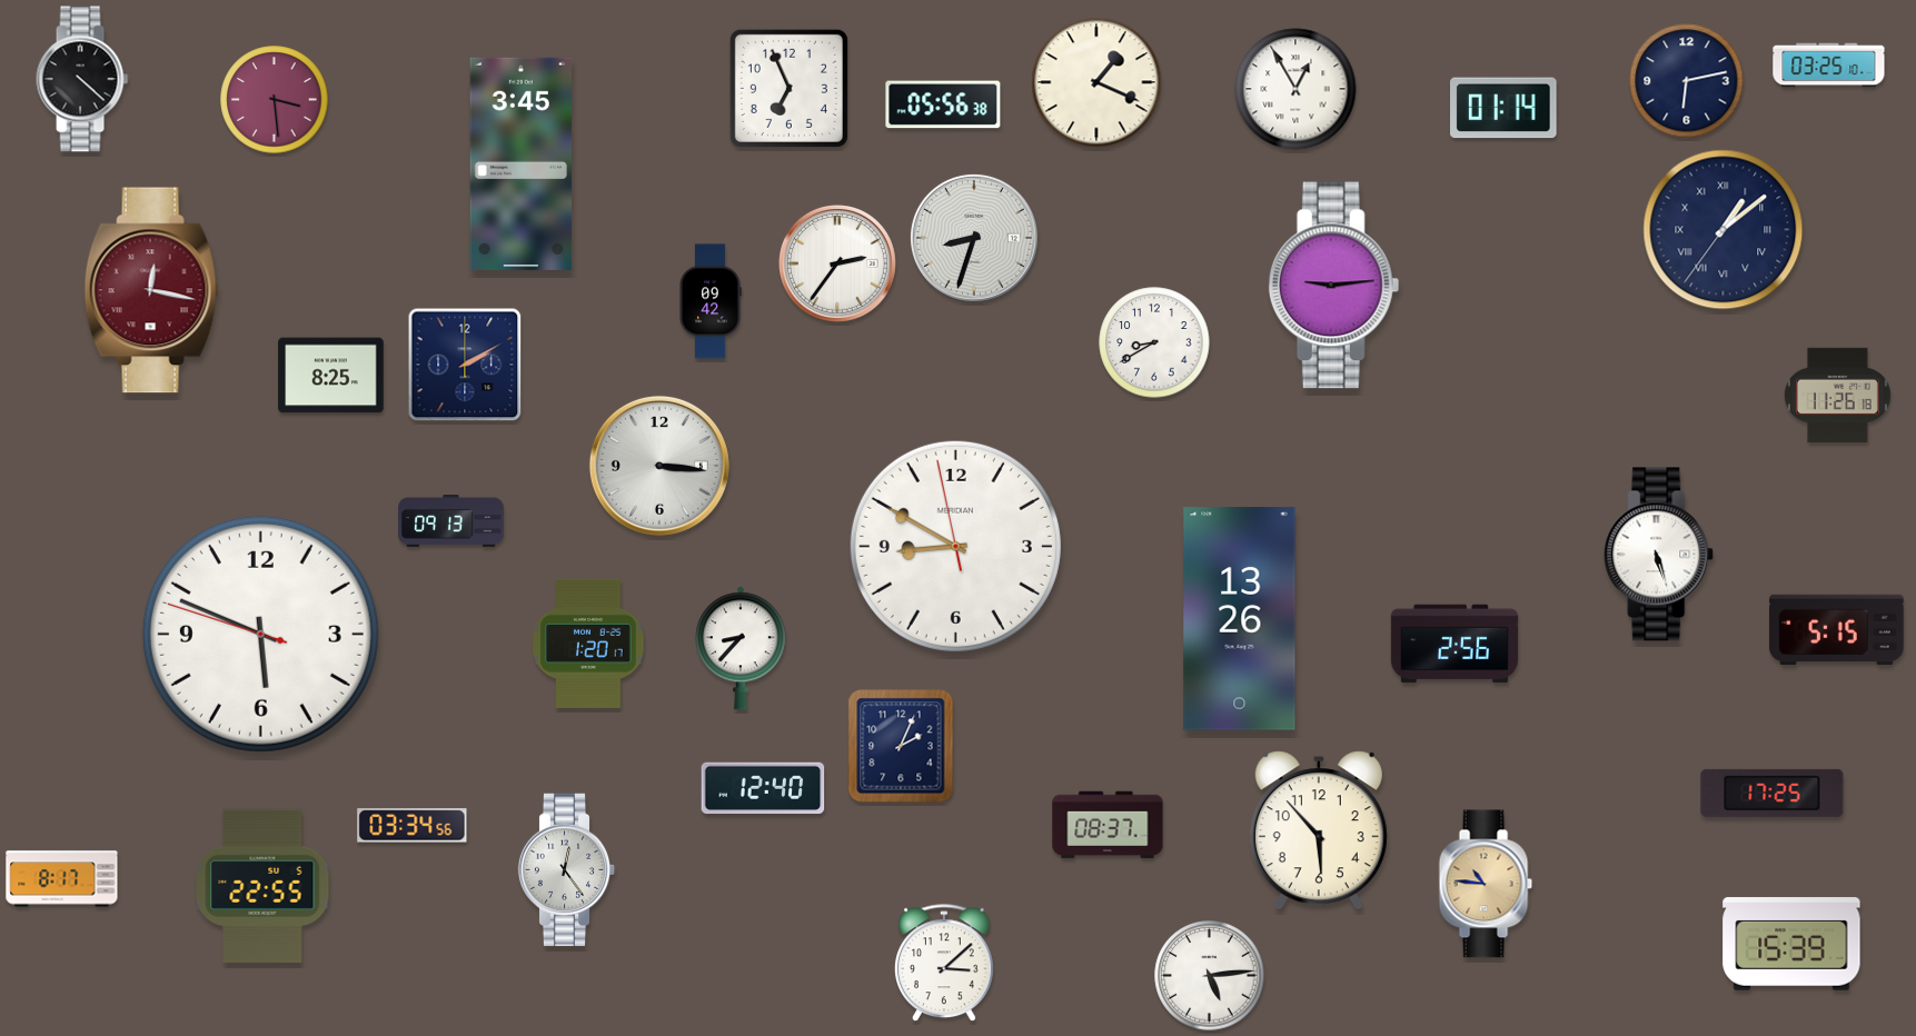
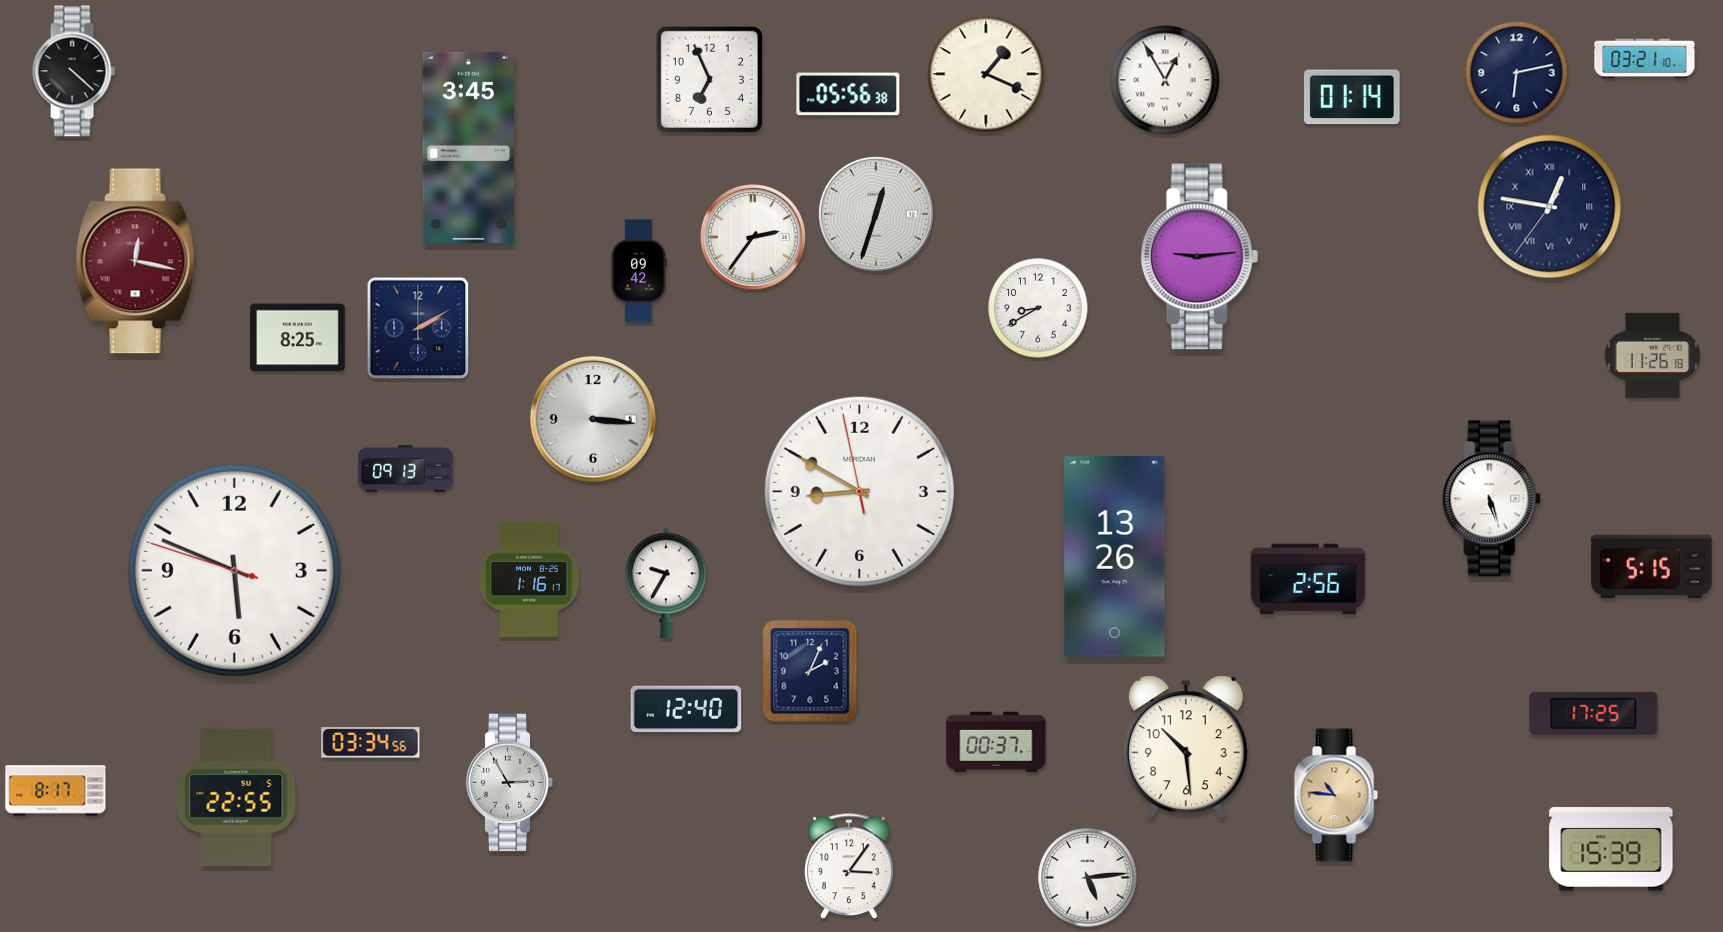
clock at (1829, 66): 03:25 -> 03:21
clock at (275, 100): 3:29 -> none
clock at (1724, 230): 1:08 -> 12:46
clock at (974, 238): 8:33 -> 12:33
clock at (588, 644): 1:20 -> 1:16
clock at (741, 648): 8:37 -> 9:35
clock at (1108, 825): 08:37 -> 00:37
clock at (1319, 830): 5:53 -> 10:29
clock at (567, 870): 12:24 -> 2:55
clock at (945, 964): 3:08 -> 3:06
